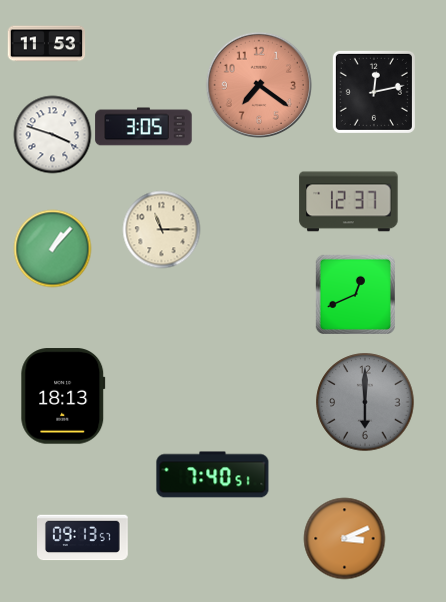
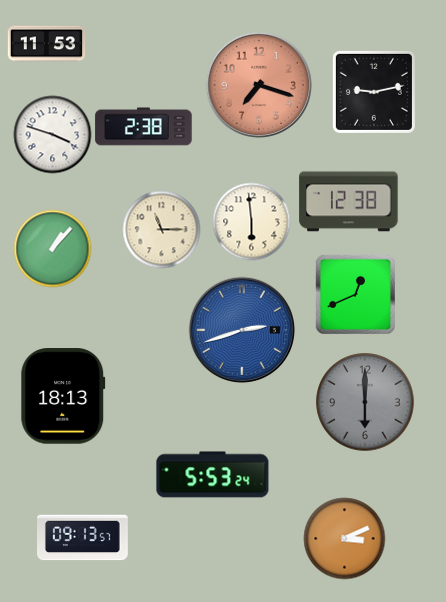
clock at (258, 84): 7:21 -> 7:18
clock at (374, 92): 12:13 -> 9:13
clock at (144, 127): 3:05 -> 2:38
clock at (349, 202): 12:37 -> 12:38
clock at (251, 221): none -> 5:59
clock at (241, 329): none -> 2:42
clock at (213, 475): 7:40 -> 5:53
